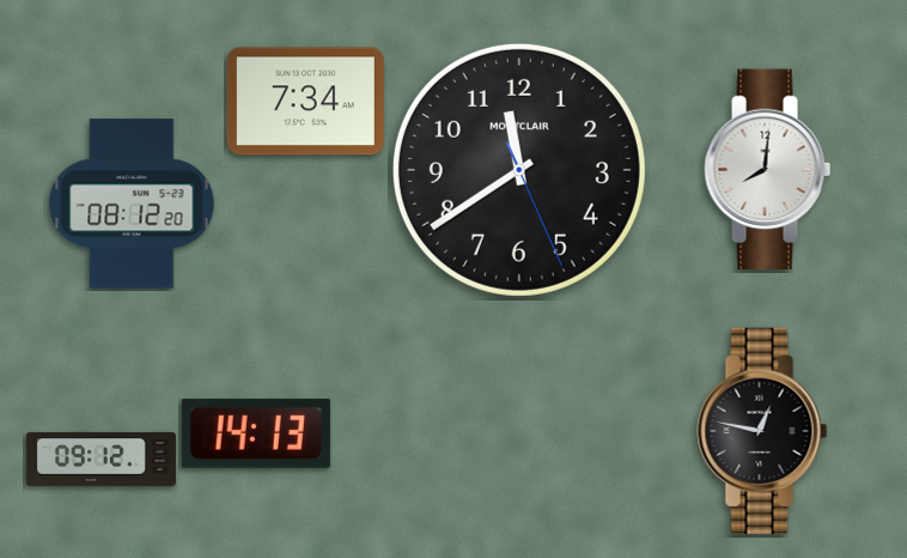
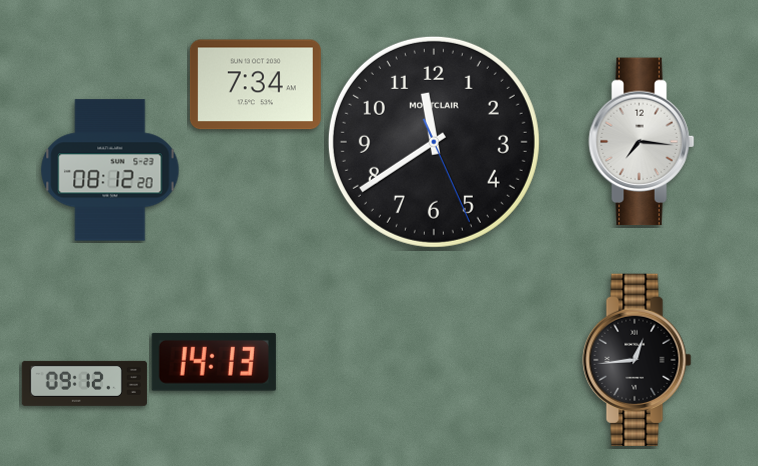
clock at (768, 170): 8:01 -> 7:16
clock at (762, 431): 12:47 -> 12:44
